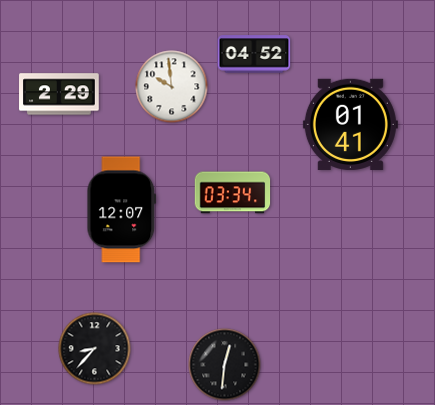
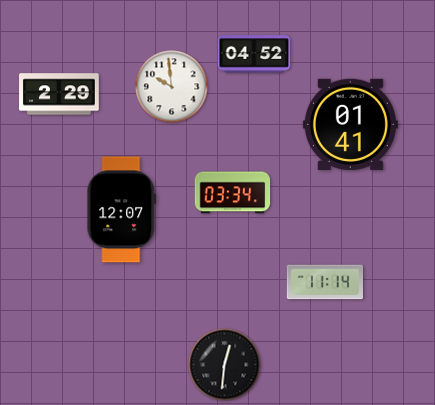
clock at (324, 282): none -> 11:14
clock at (95, 349): 8:37 -> none
